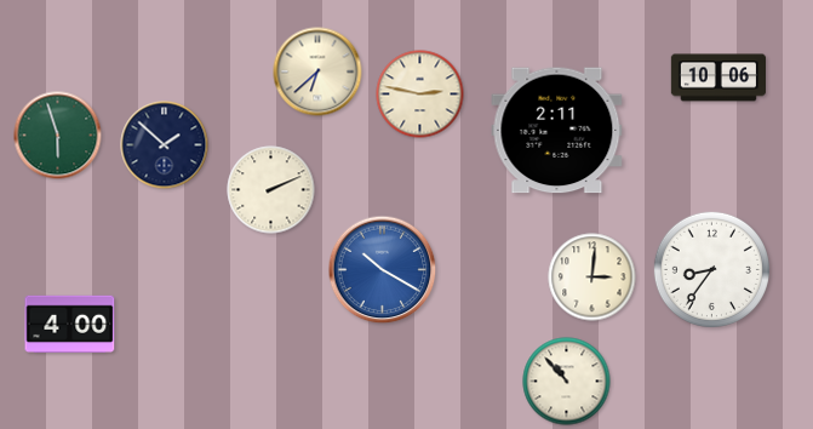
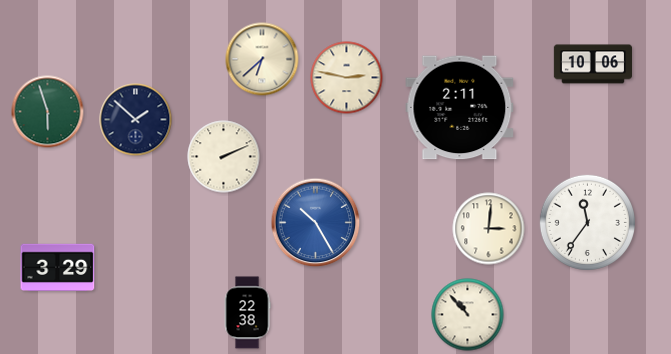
clock at (711, 269): 8:36 -> 11:36
clock at (383, 270): 10:20 -> 10:25
clock at (70, 324): 4:00 -> 3:29
clock at (247, 313): none -> 22:38
